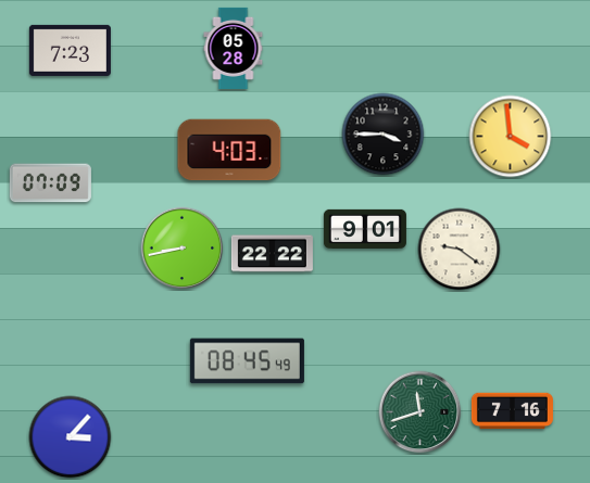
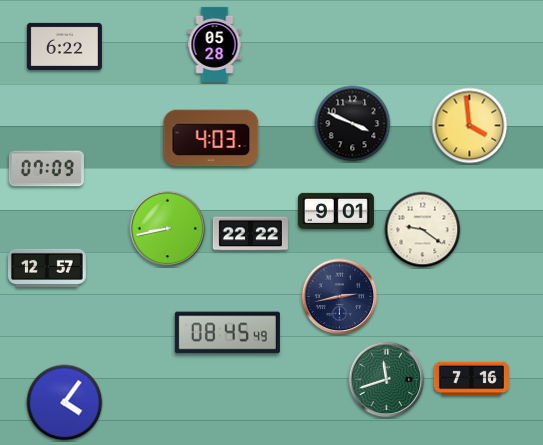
clock at (70, 50): 7:23 -> 6:22
clock at (384, 135): 3:45 -> 3:49
clock at (48, 268): none -> 12:57
clock at (340, 297): none -> 2:43
clock at (71, 437): 3:07 -> 4:06
